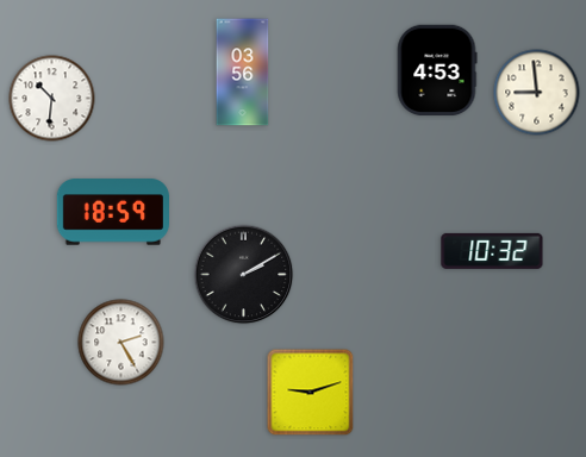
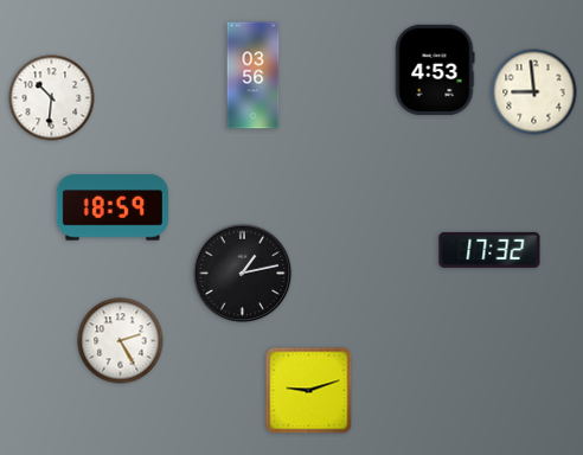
clock at (243, 73) position: (243, 73) -> (254, 76)
clock at (113, 212) position: (113, 212) -> (113, 207)
clock at (492, 251): 10:32 -> 17:32
clock at (244, 275): 2:10 -> 1:13
